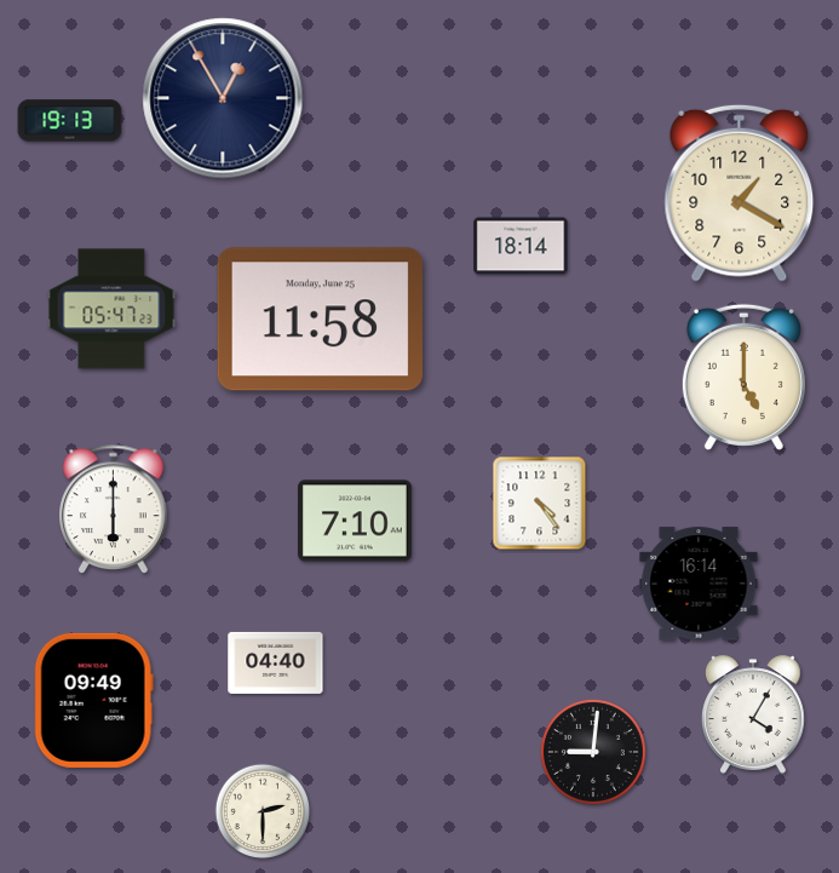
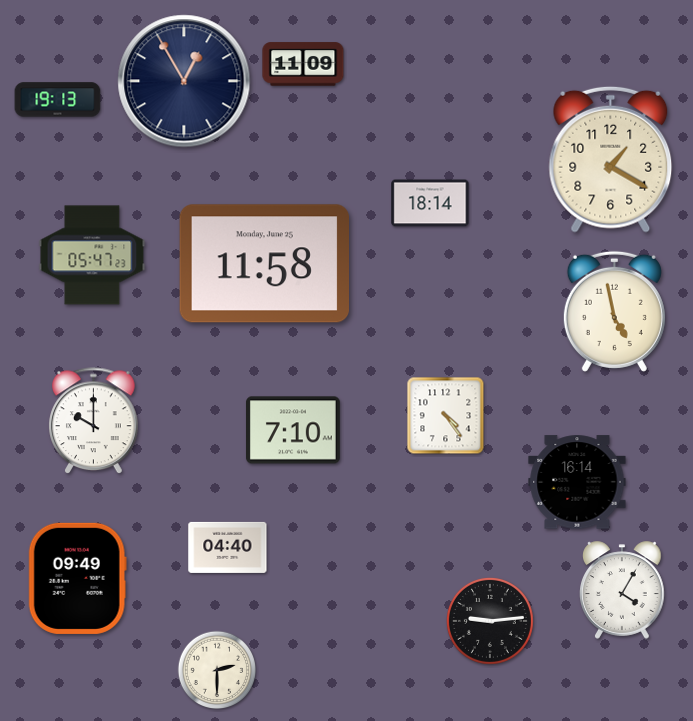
clock at (303, 64): none -> 11:09
clock at (743, 377): 5:00 -> 4:58
clock at (114, 510): 6:00 -> 10:00
clock at (593, 752): 9:01 -> 9:14
